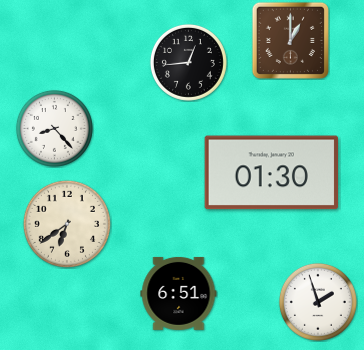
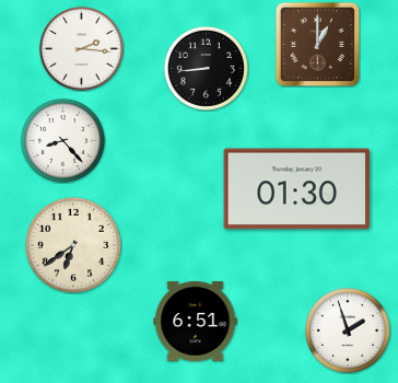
clock at (81, 48): none -> 2:16
clock at (188, 62): 12:44 -> 8:44
clock at (54, 128) position: (54, 128) -> (62, 140)
